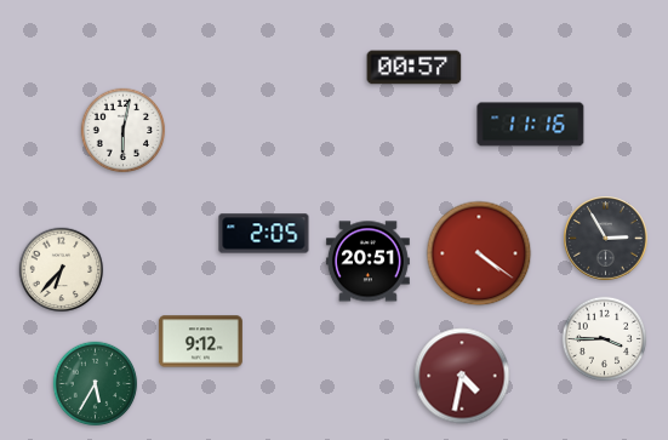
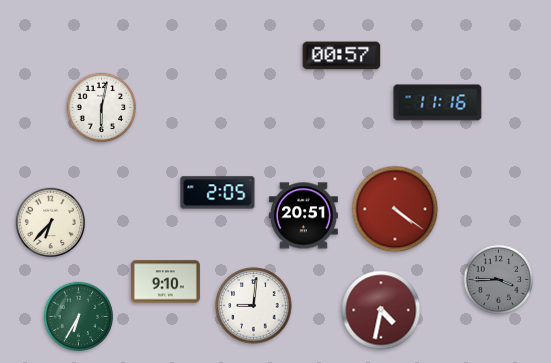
clock at (606, 239): 2:55 -> none
clock at (605, 339) dial: white -> grey
clock at (200, 342): 9:12 -> 9:10
clock at (254, 306): none -> 9:01
clock at (96, 384): 5:35 -> 6:35
